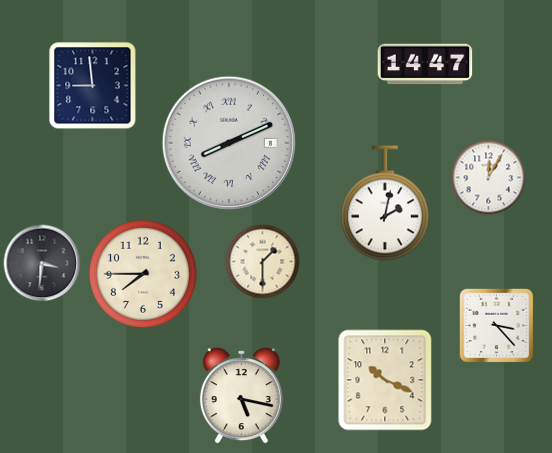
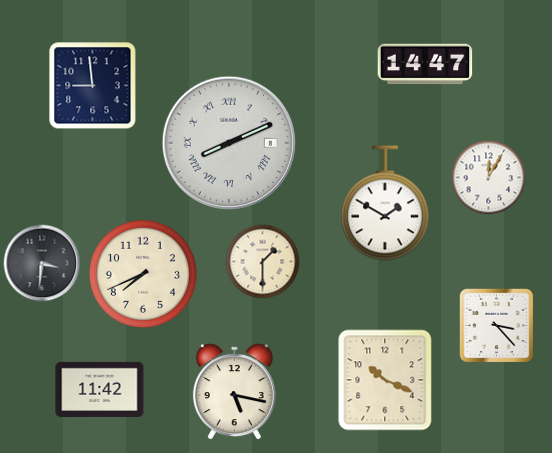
clock at (385, 203): 2:02 -> 1:50
clock at (143, 274): 7:45 -> 7:41
clock at (100, 389): none -> 11:42
clock at (241, 396) position: (241, 396) -> (234, 392)
